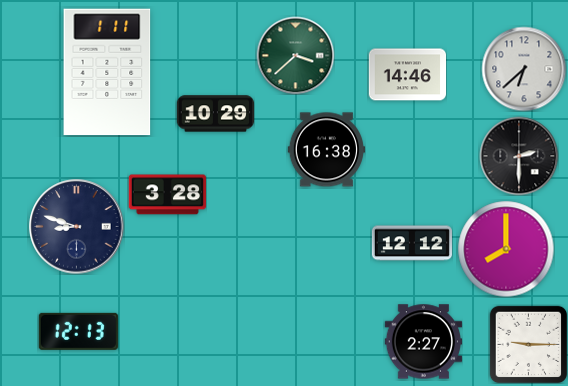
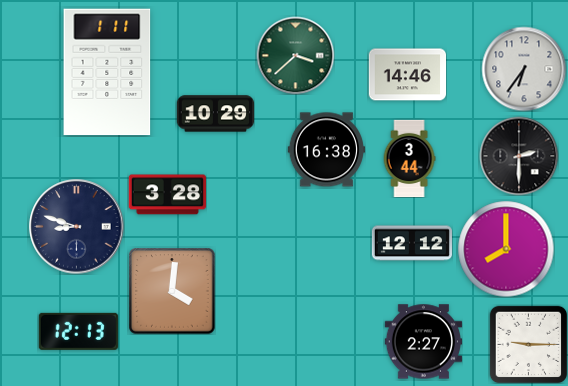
clock at (524, 69): 6:38 -> 6:36
clock at (409, 158): none -> 3:44
clock at (172, 291): none -> 4:01
